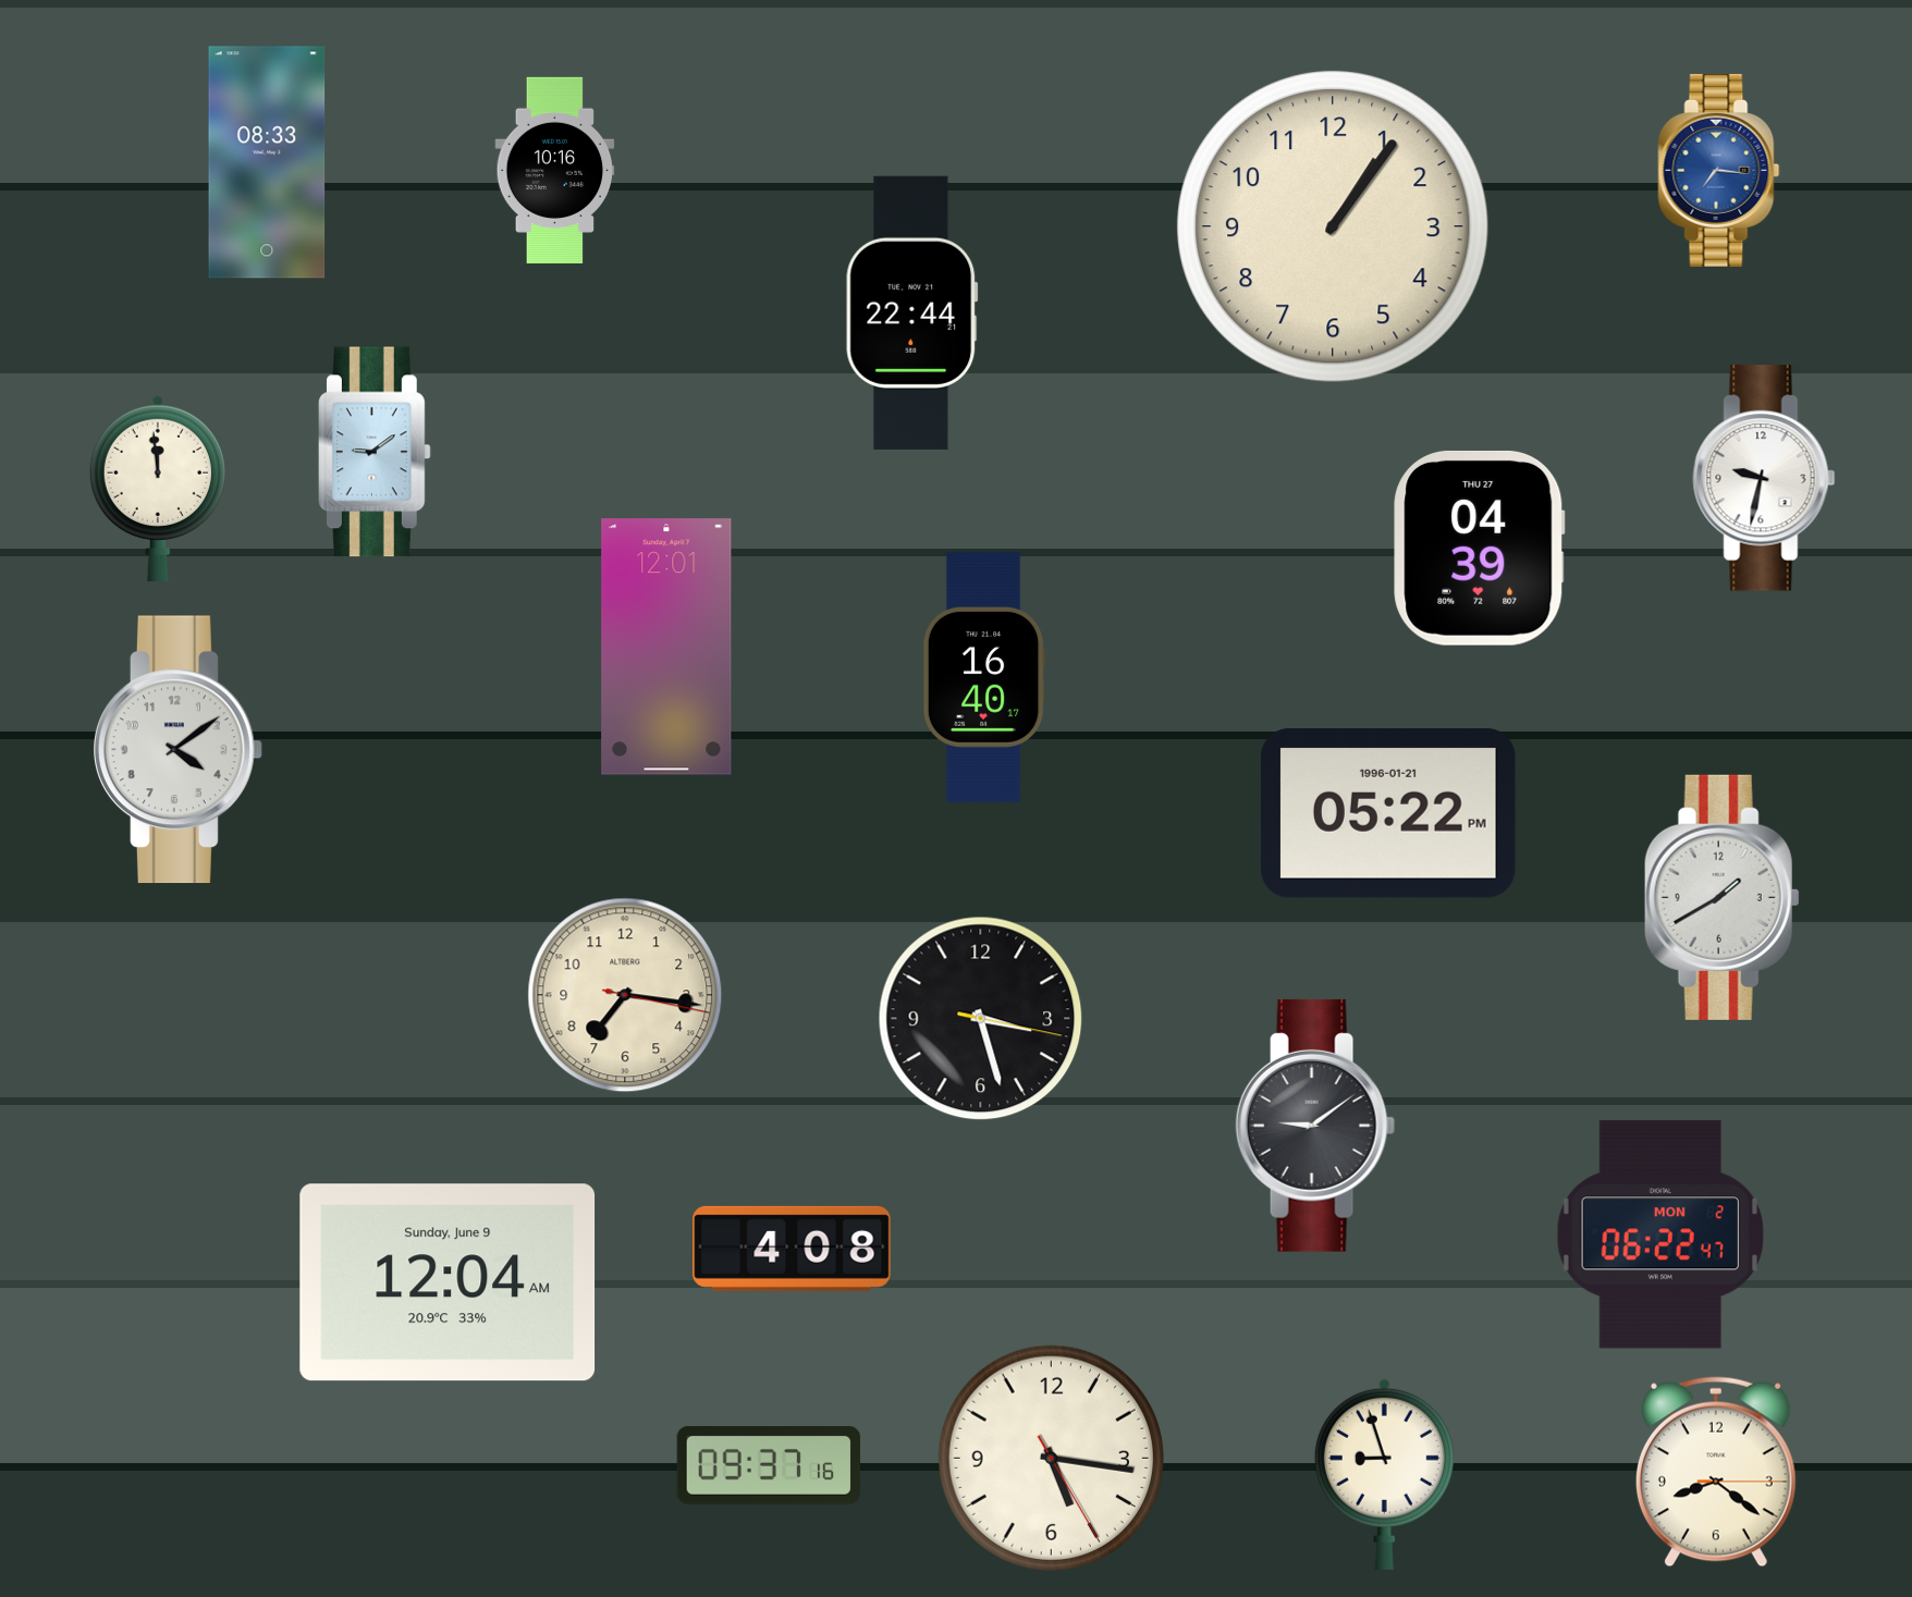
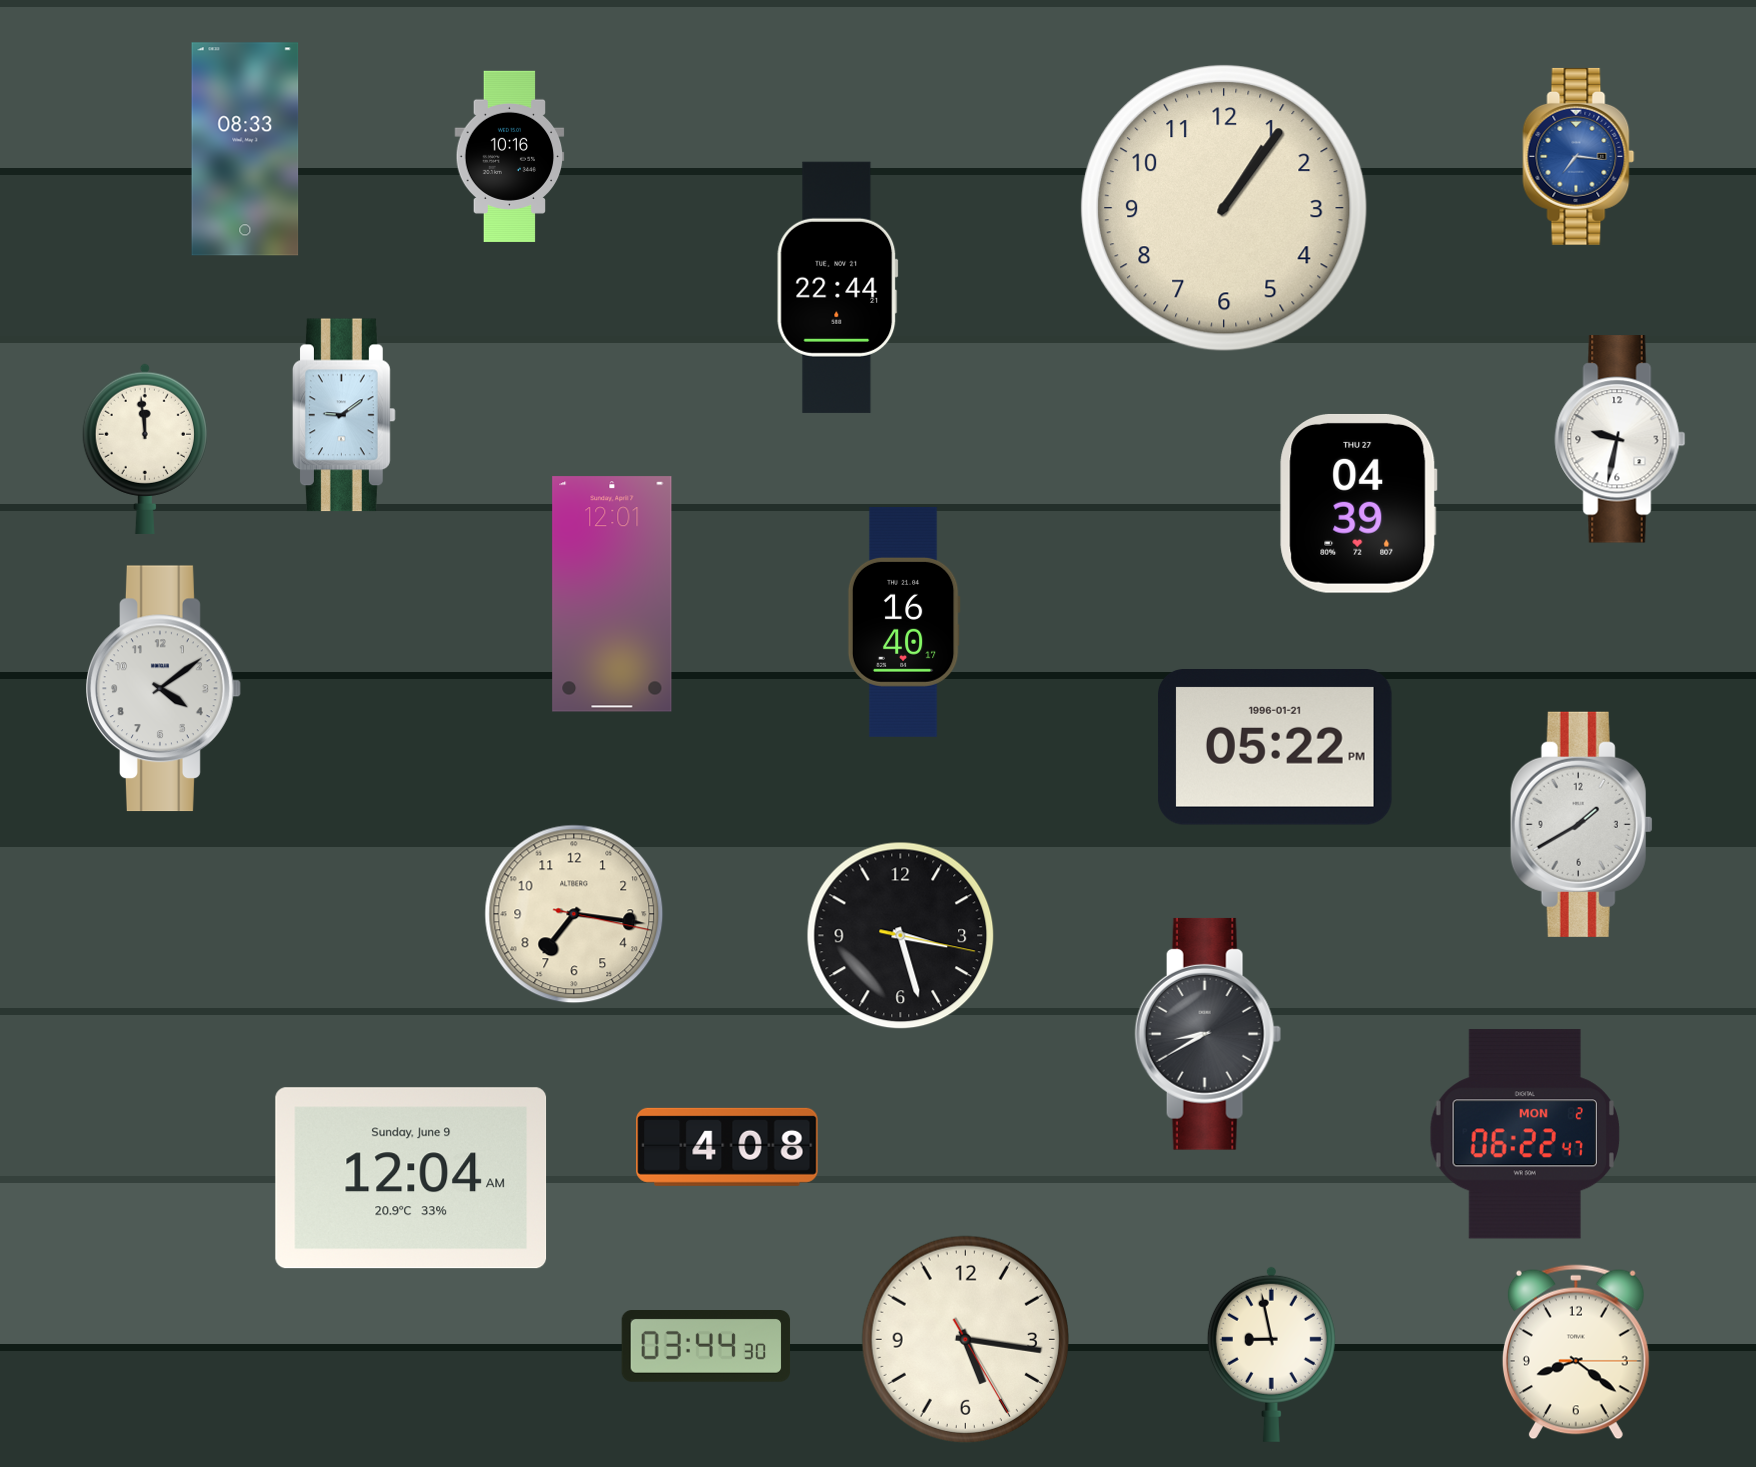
clock at (1315, 1126): 9:09 -> 8:40
clock at (769, 1466): 09:37 -> 03:44
clock at (1384, 1474): 8:57 -> 8:58
